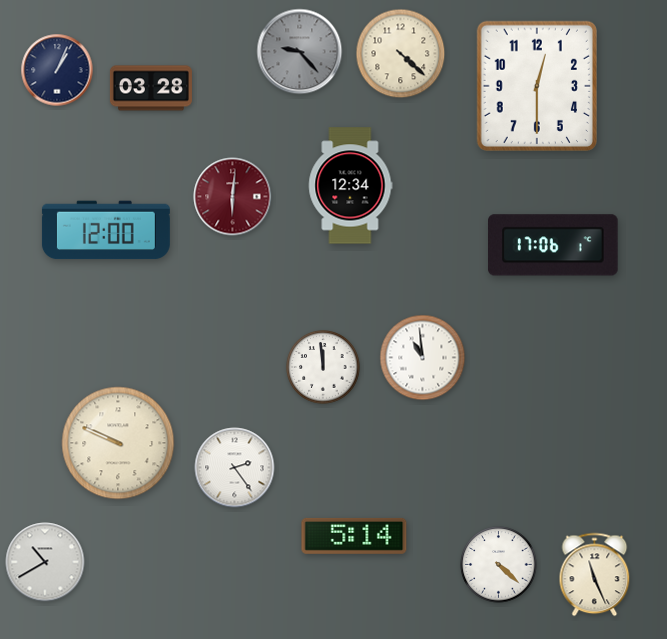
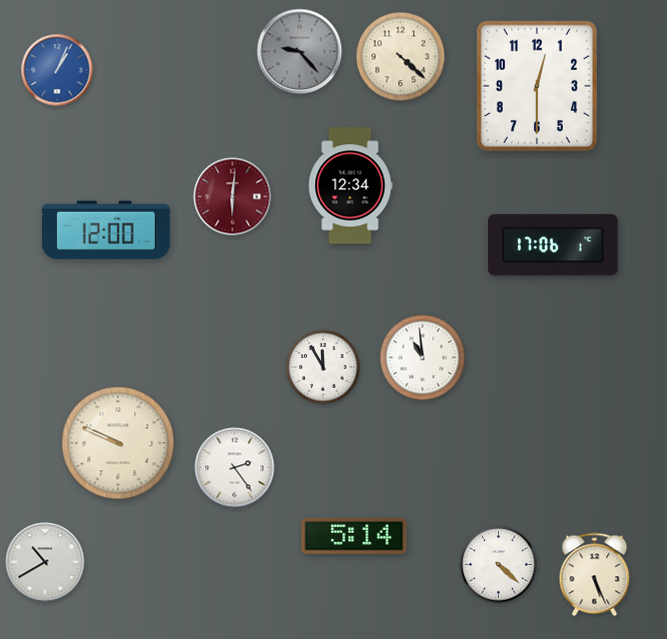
clock at (401, 54) position: (401, 54) -> (401, 57)
clock at (57, 70) dial: navy -> blue
clock at (151, 88): 03:28 -> none
clock at (323, 367): 11:59 -> 11:55
clock at (595, 575): 11:26 -> 5:26
